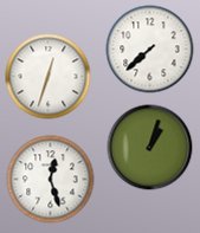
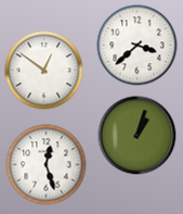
clock at (150, 50): 7:38 -> 3:38
clock at (49, 77): 12:33 -> 12:51
